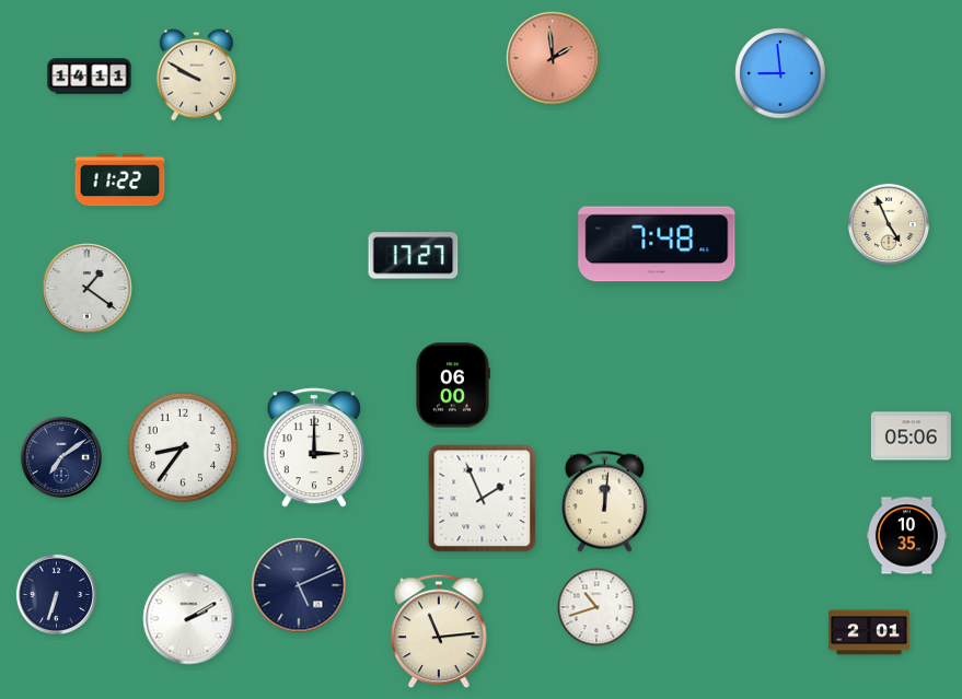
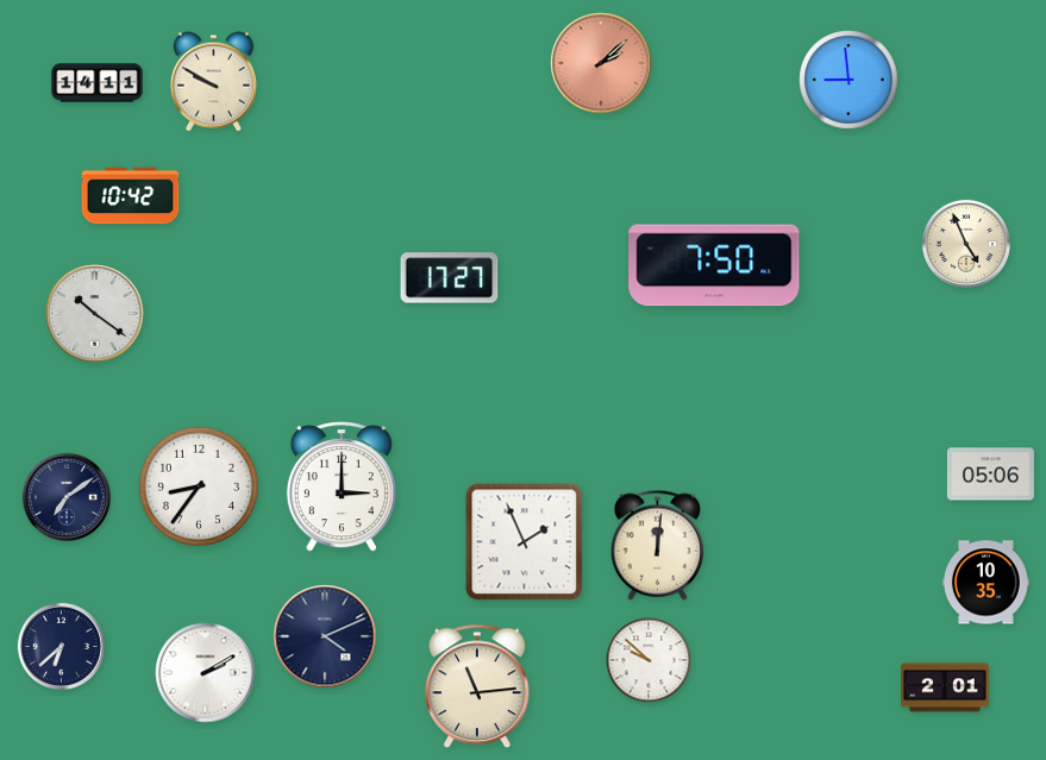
clock at (553, 58): 1:59 -> 2:08
clock at (120, 180): 11:22 -> 10:42
clock at (657, 244): 7:48 -> 7:50
clock at (88, 289): 1:21 -> 10:21
clock at (452, 385): 06:00 -> none
clock at (299, 585): 5:11 -> 4:11
clock at (56, 594): 6:33 -> 6:38
clock at (596, 607): 10:42 -> 9:52
